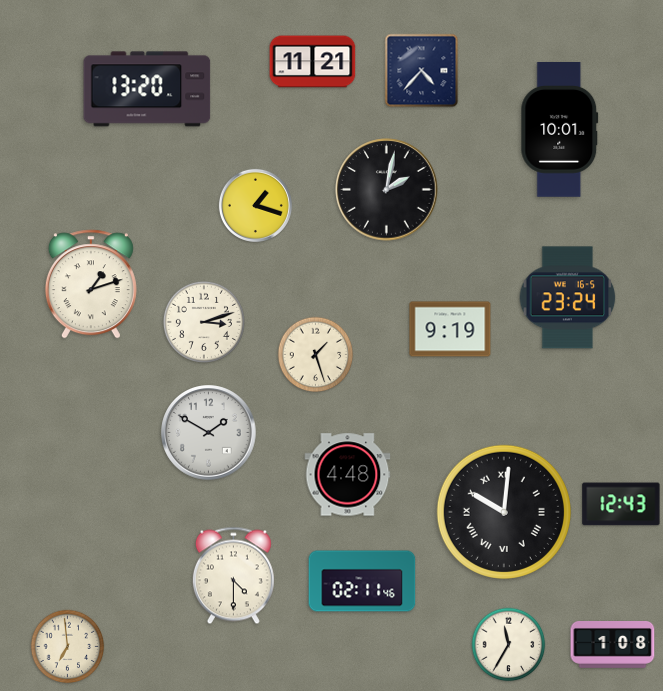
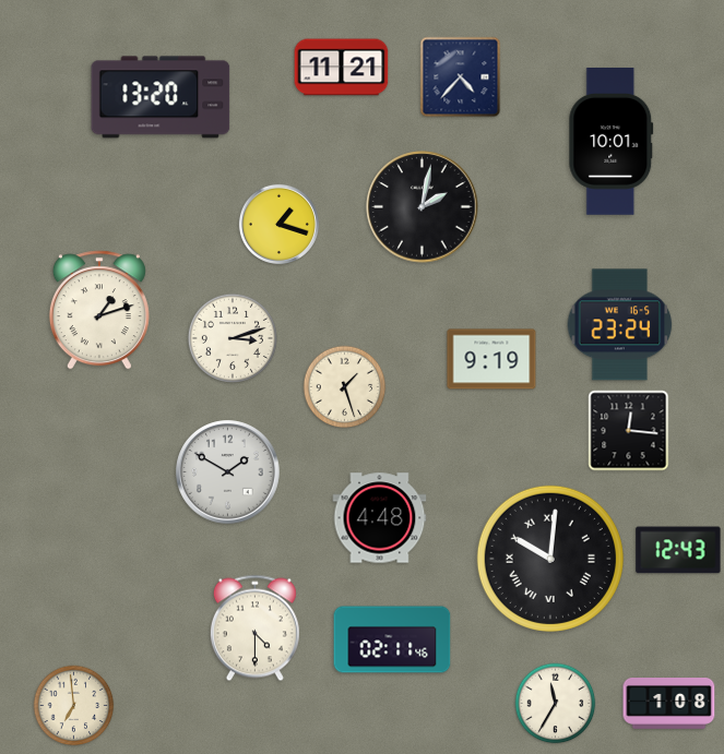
clock at (204, 322) position: (204, 322) -> (233, 338)
clock at (629, 431): none -> 12:16
clock at (362, 581) position: (362, 581) -> (392, 639)
